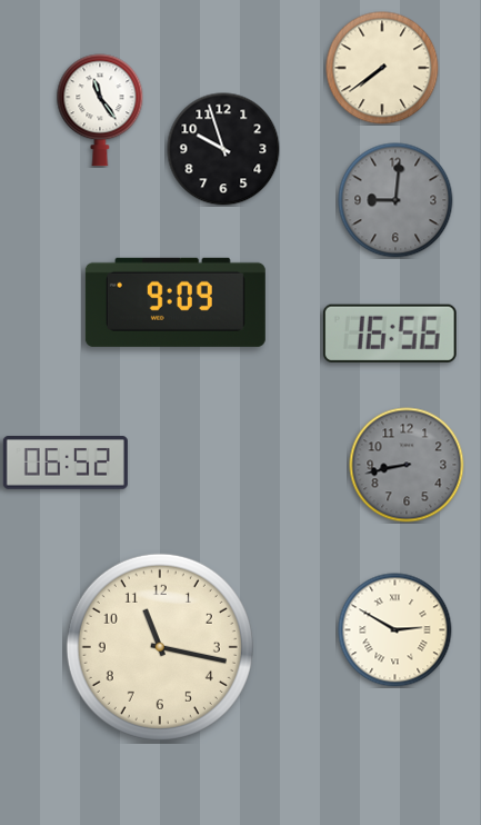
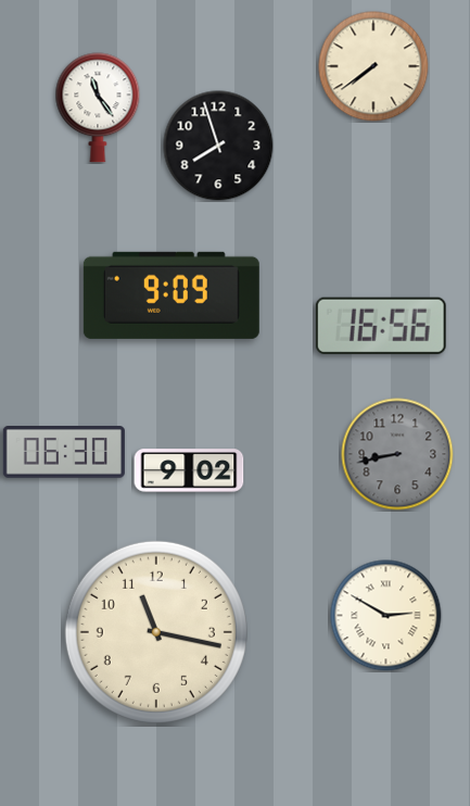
clock at (223, 149): 9:57 -> 7:57
clock at (395, 200): 9:01 -> none
clock at (66, 464): 06:52 -> 06:30
clock at (189, 470): none -> 9:02
